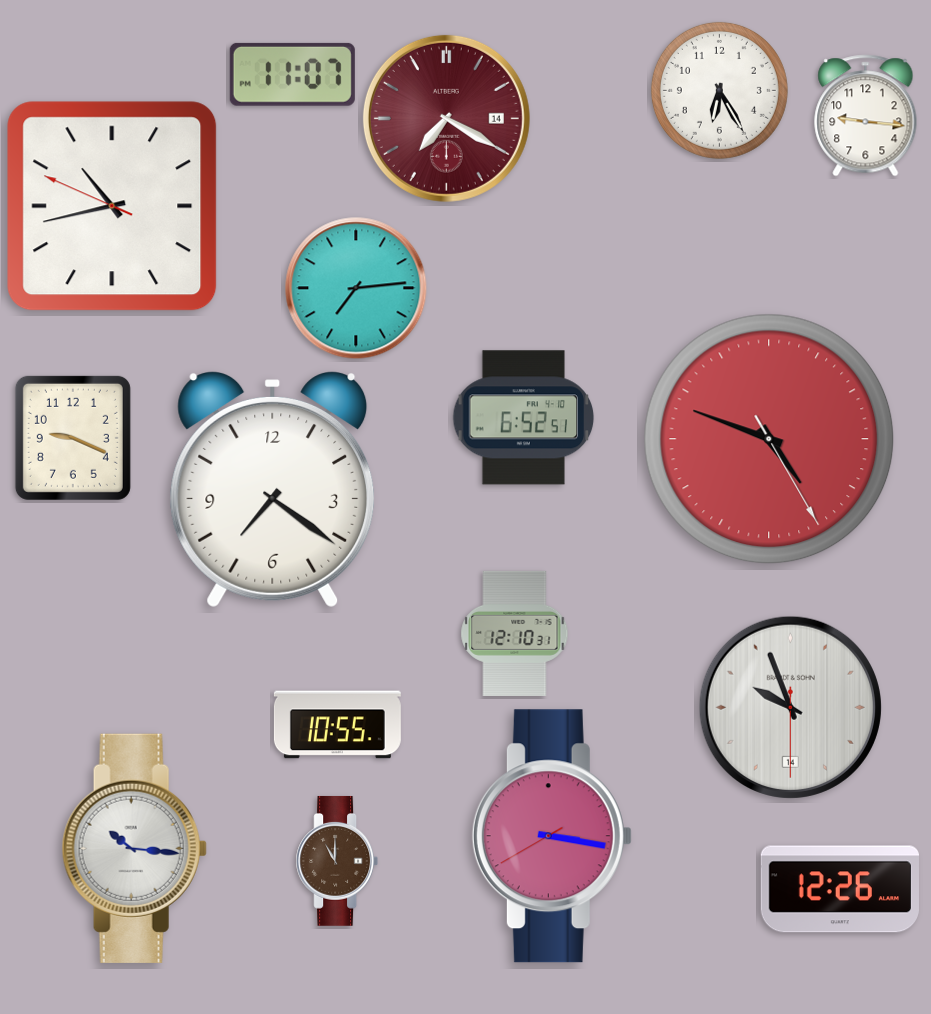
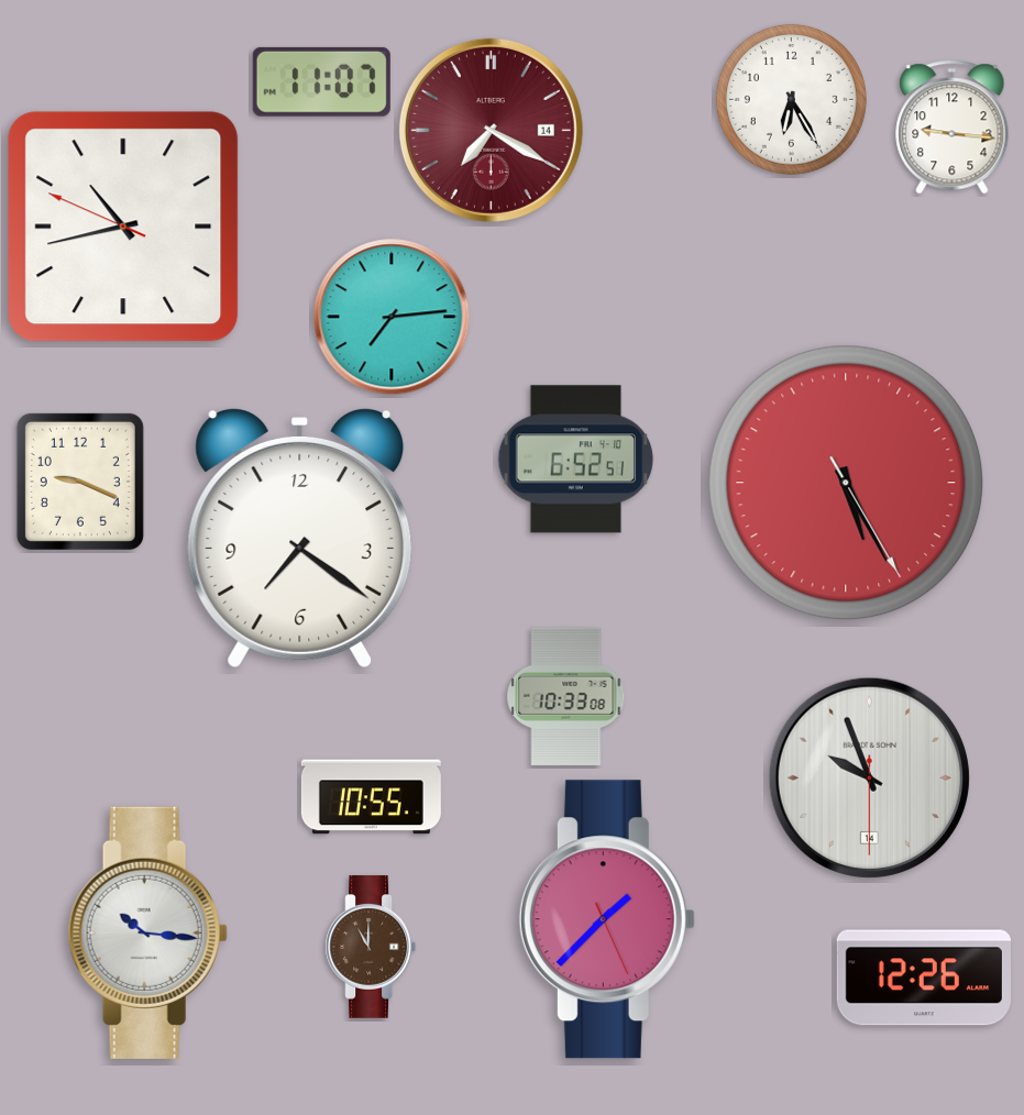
clock at (769, 439): 4:48 -> 5:25
clock at (515, 633): 12:10 -> 10:33
clock at (552, 836): 3:16 -> 1:37
